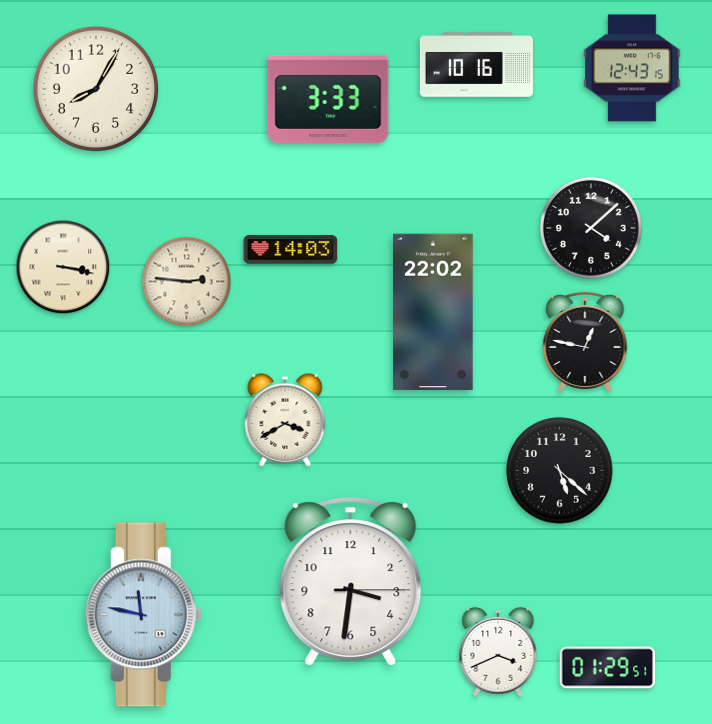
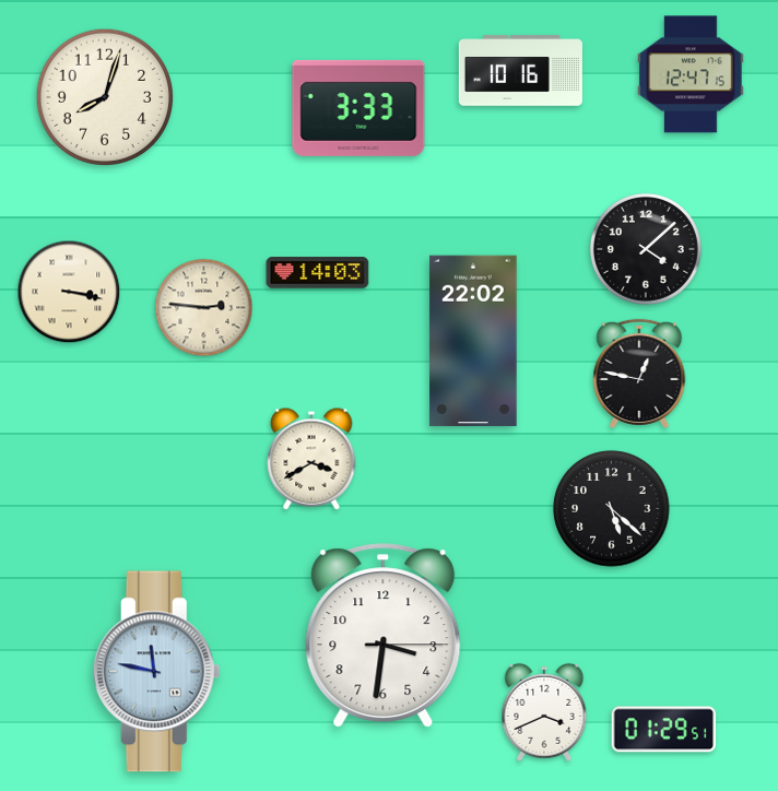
clock at (632, 68): 12:43 -> 12:47
clock at (96, 89): 8:05 -> 8:03
clock at (560, 471) position: (560, 471) -> (612, 509)
